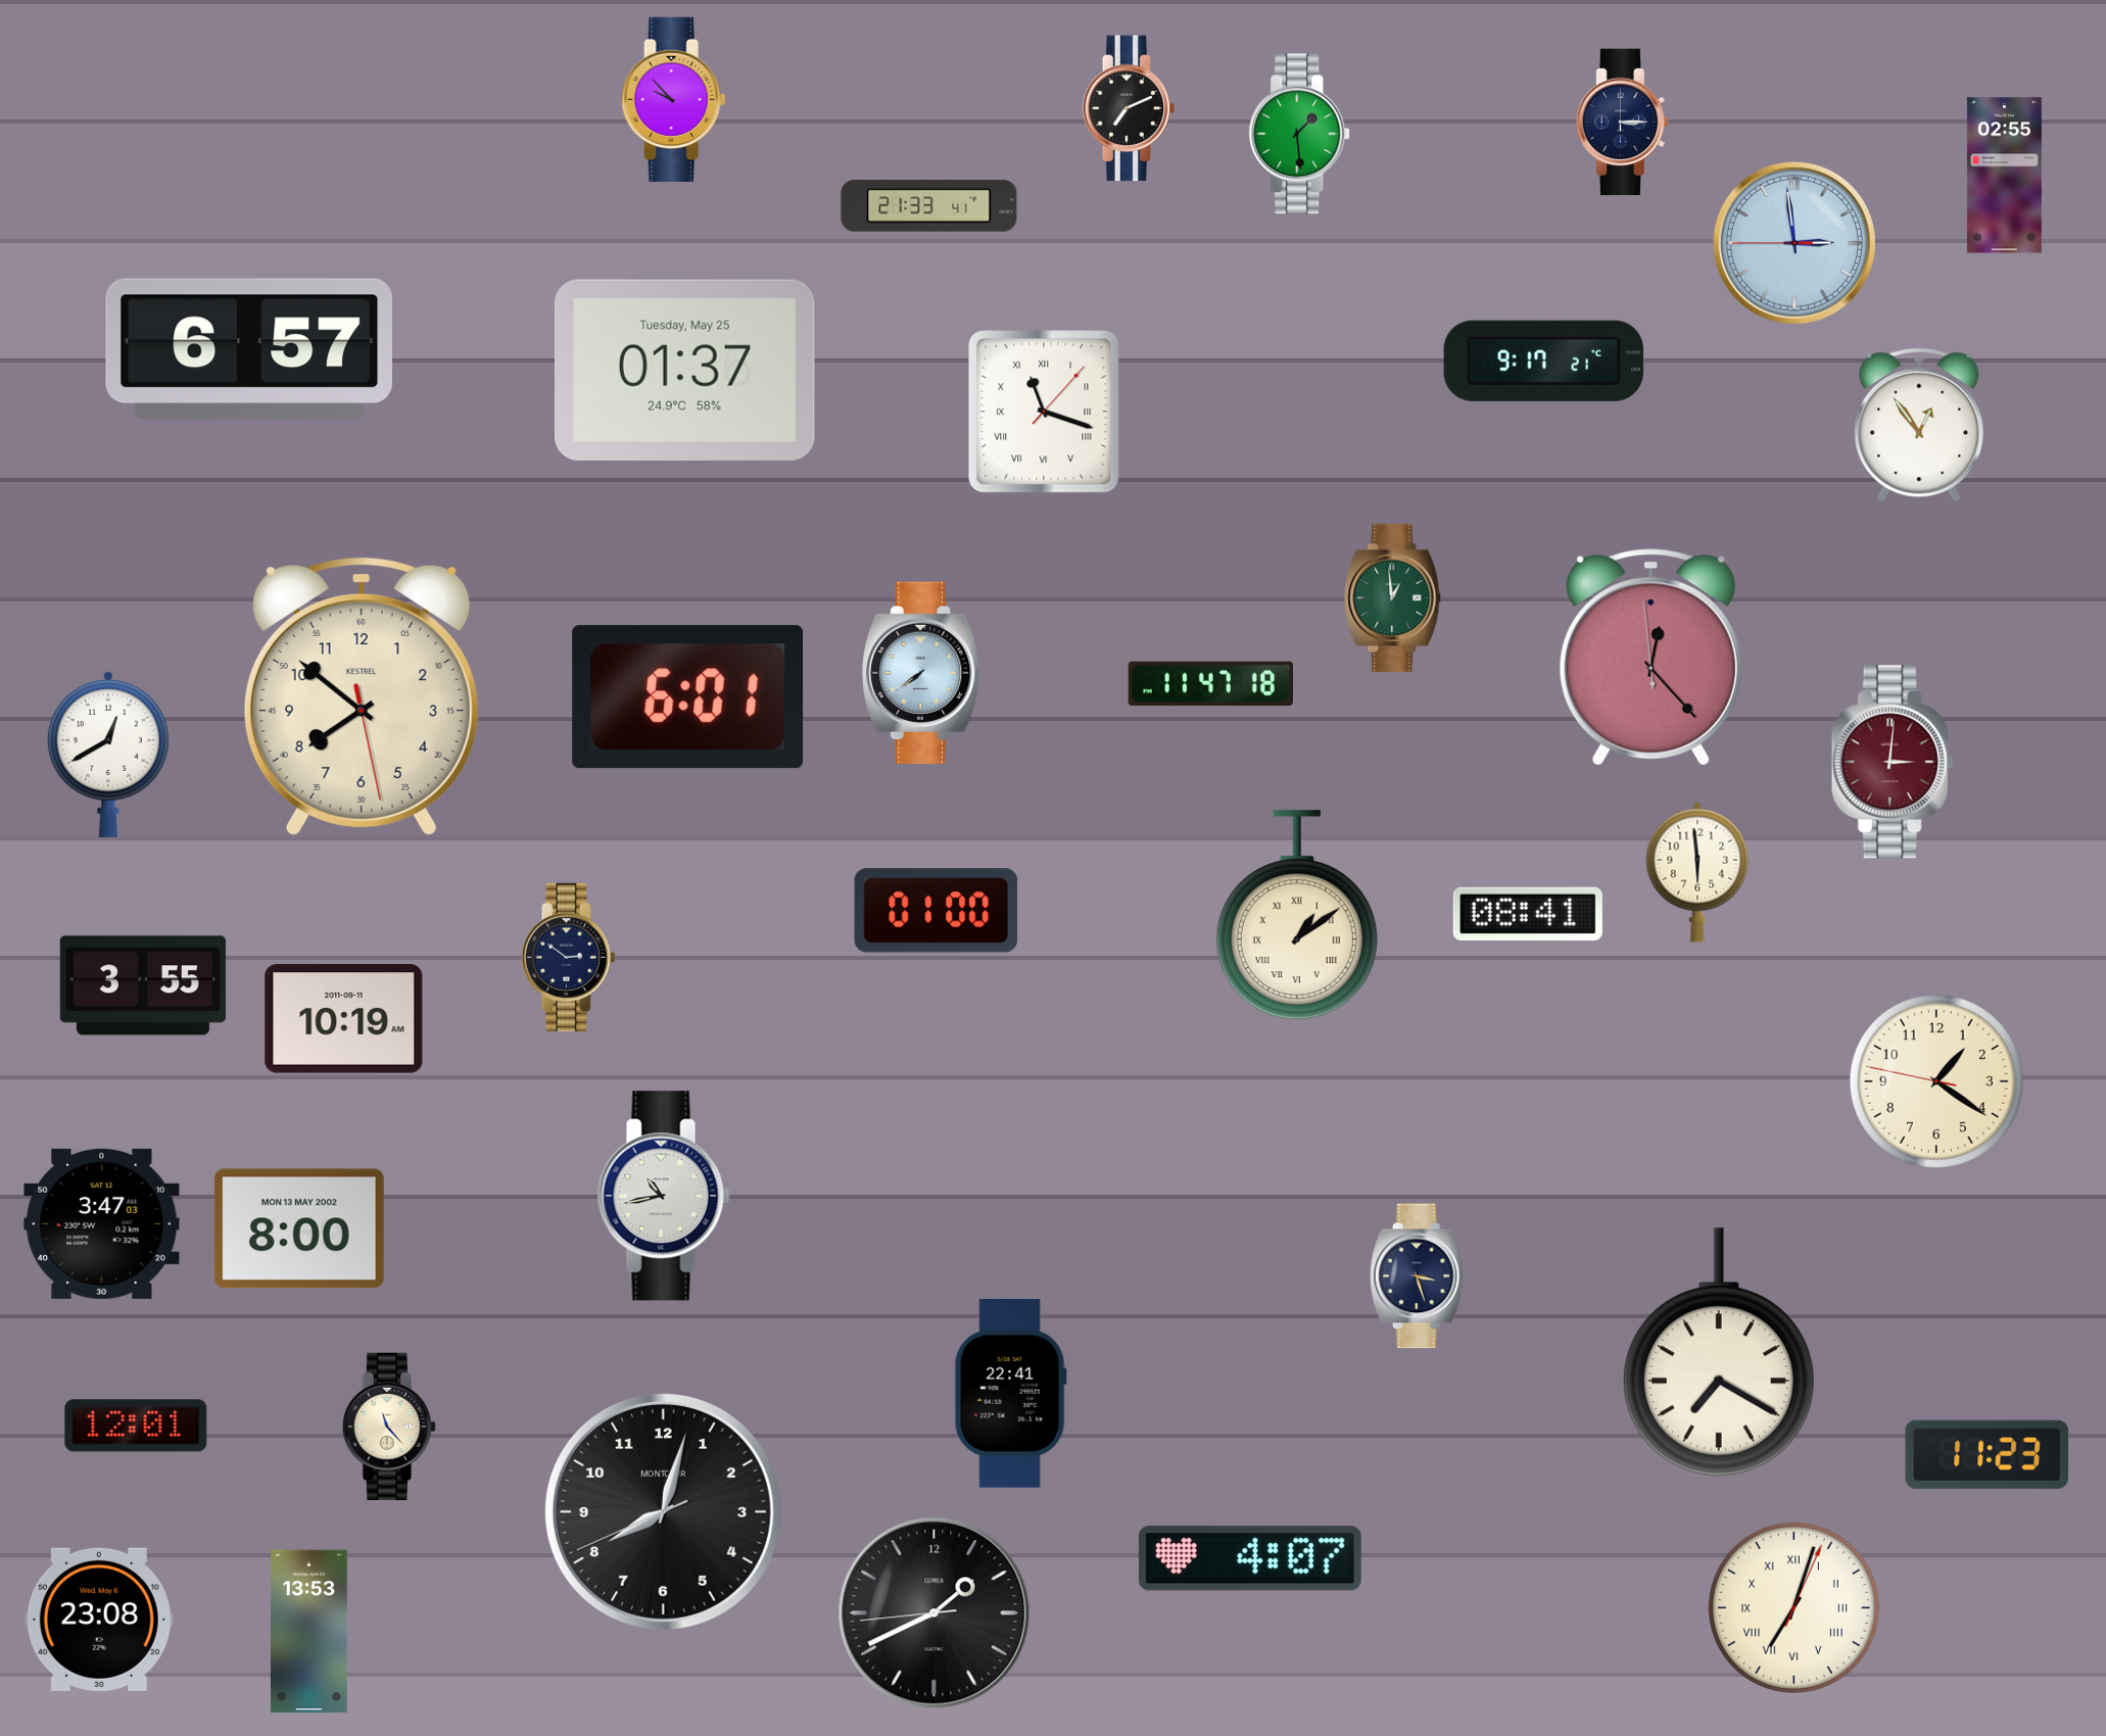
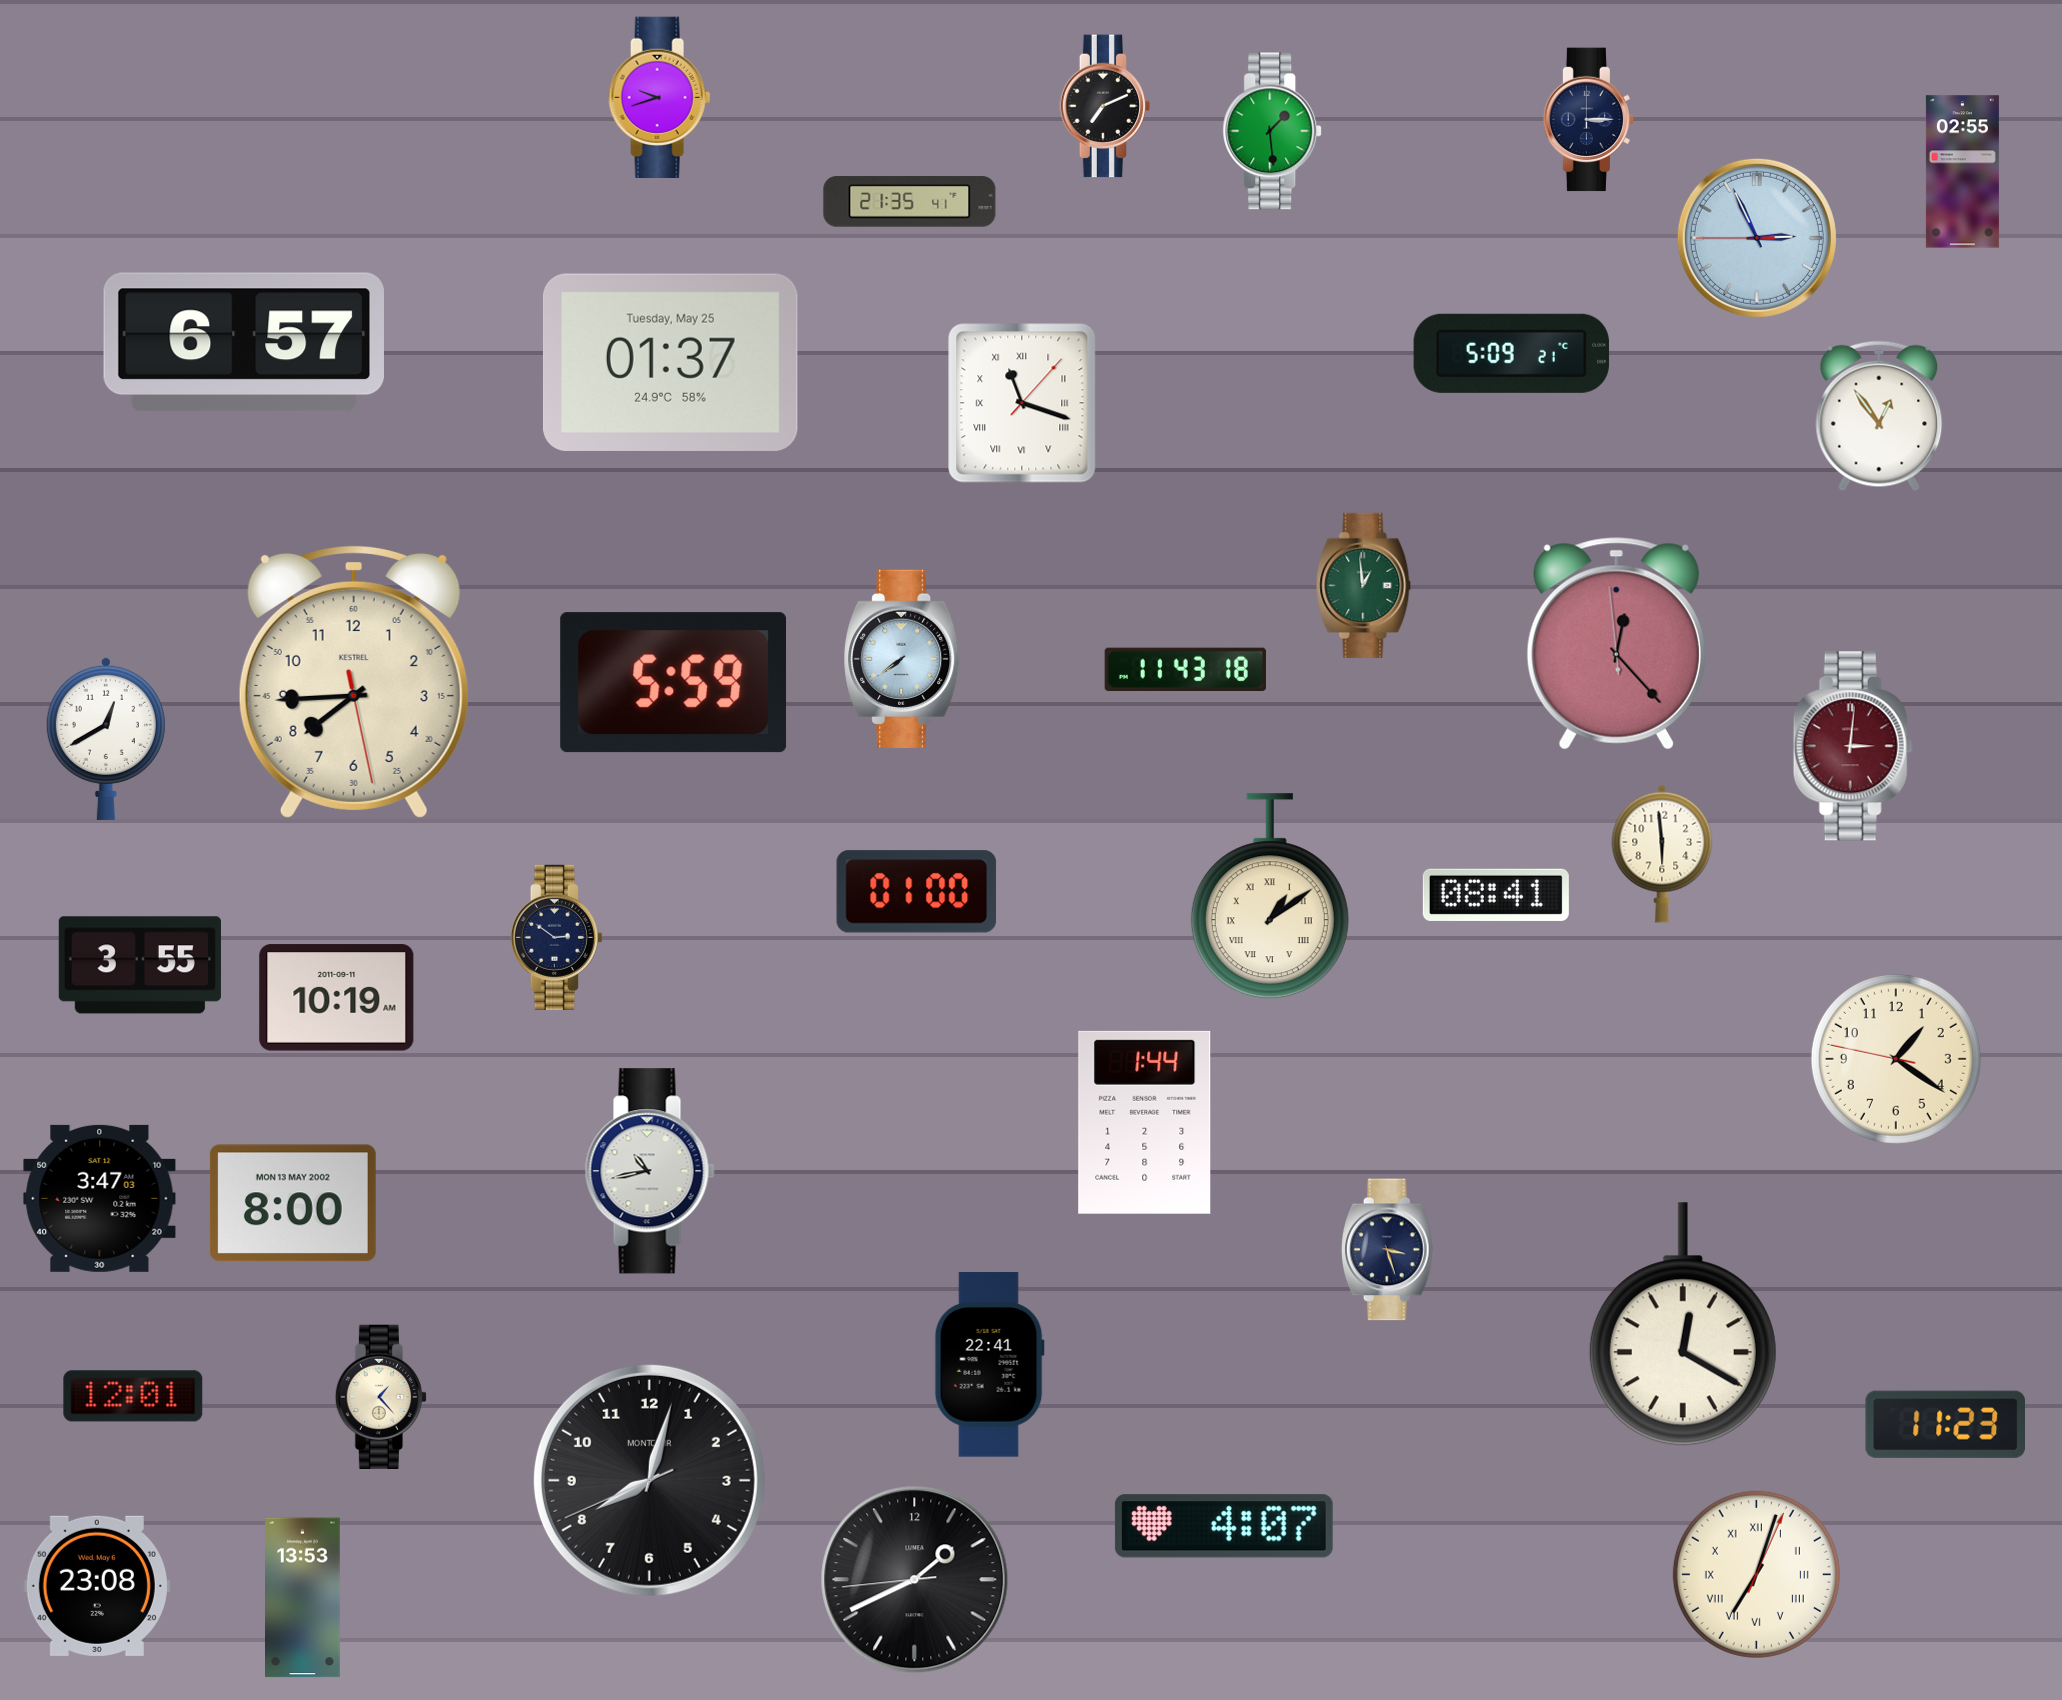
clock at (674, 99): 9:53 -> 9:42
clock at (929, 206): 21:33 -> 21:35
clock at (1794, 243): 2:58 -> 2:55
clock at (1543, 360): 9:17 -> 5:09
clock at (1210, 683): 11:47 -> 11:43
clock at (362, 695): 7:51 -> 7:44
clock at (688, 697): 6:01 -> 5:59
clock at (1145, 1122): none -> 1:44
clock at (1719, 1352): 7:20 -> 12:20
clock at (389, 1426): 11:23 -> 1:23
